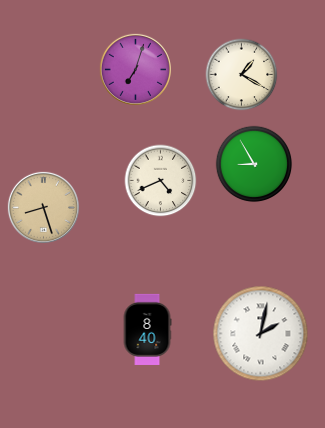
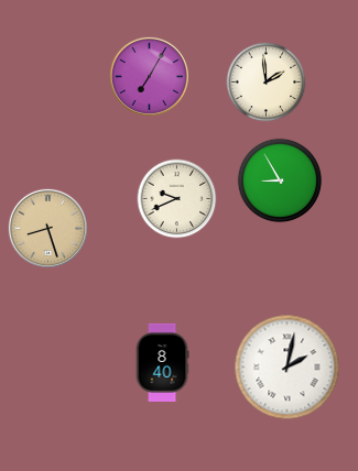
clock at (135, 69): 7:03 -> 7:05
clock at (242, 75): 1:20 -> 1:59
clock at (161, 181): 4:41 -> 9:41
